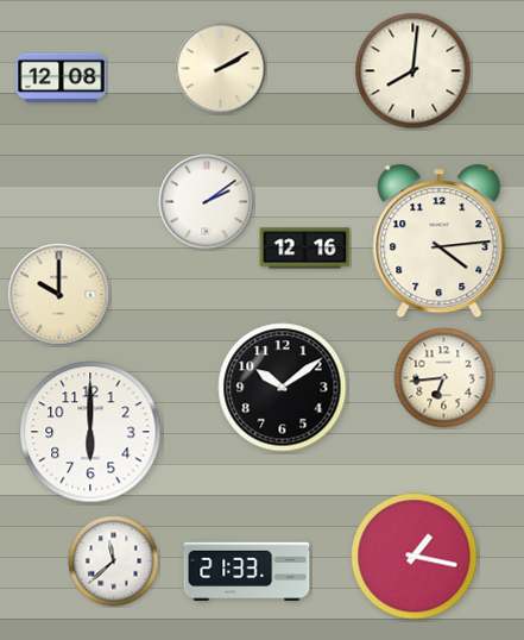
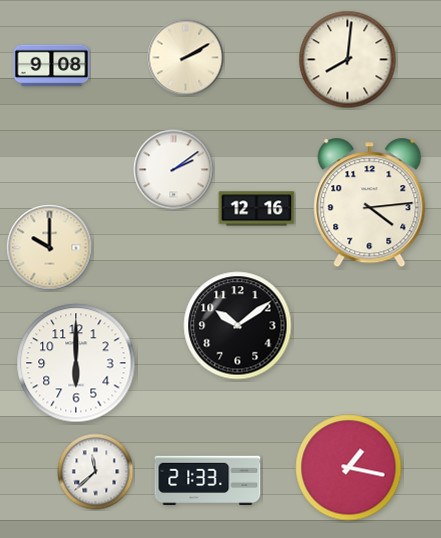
clock at (62, 79): 12:08 -> 9:08
clock at (444, 378): 6:44 -> none
